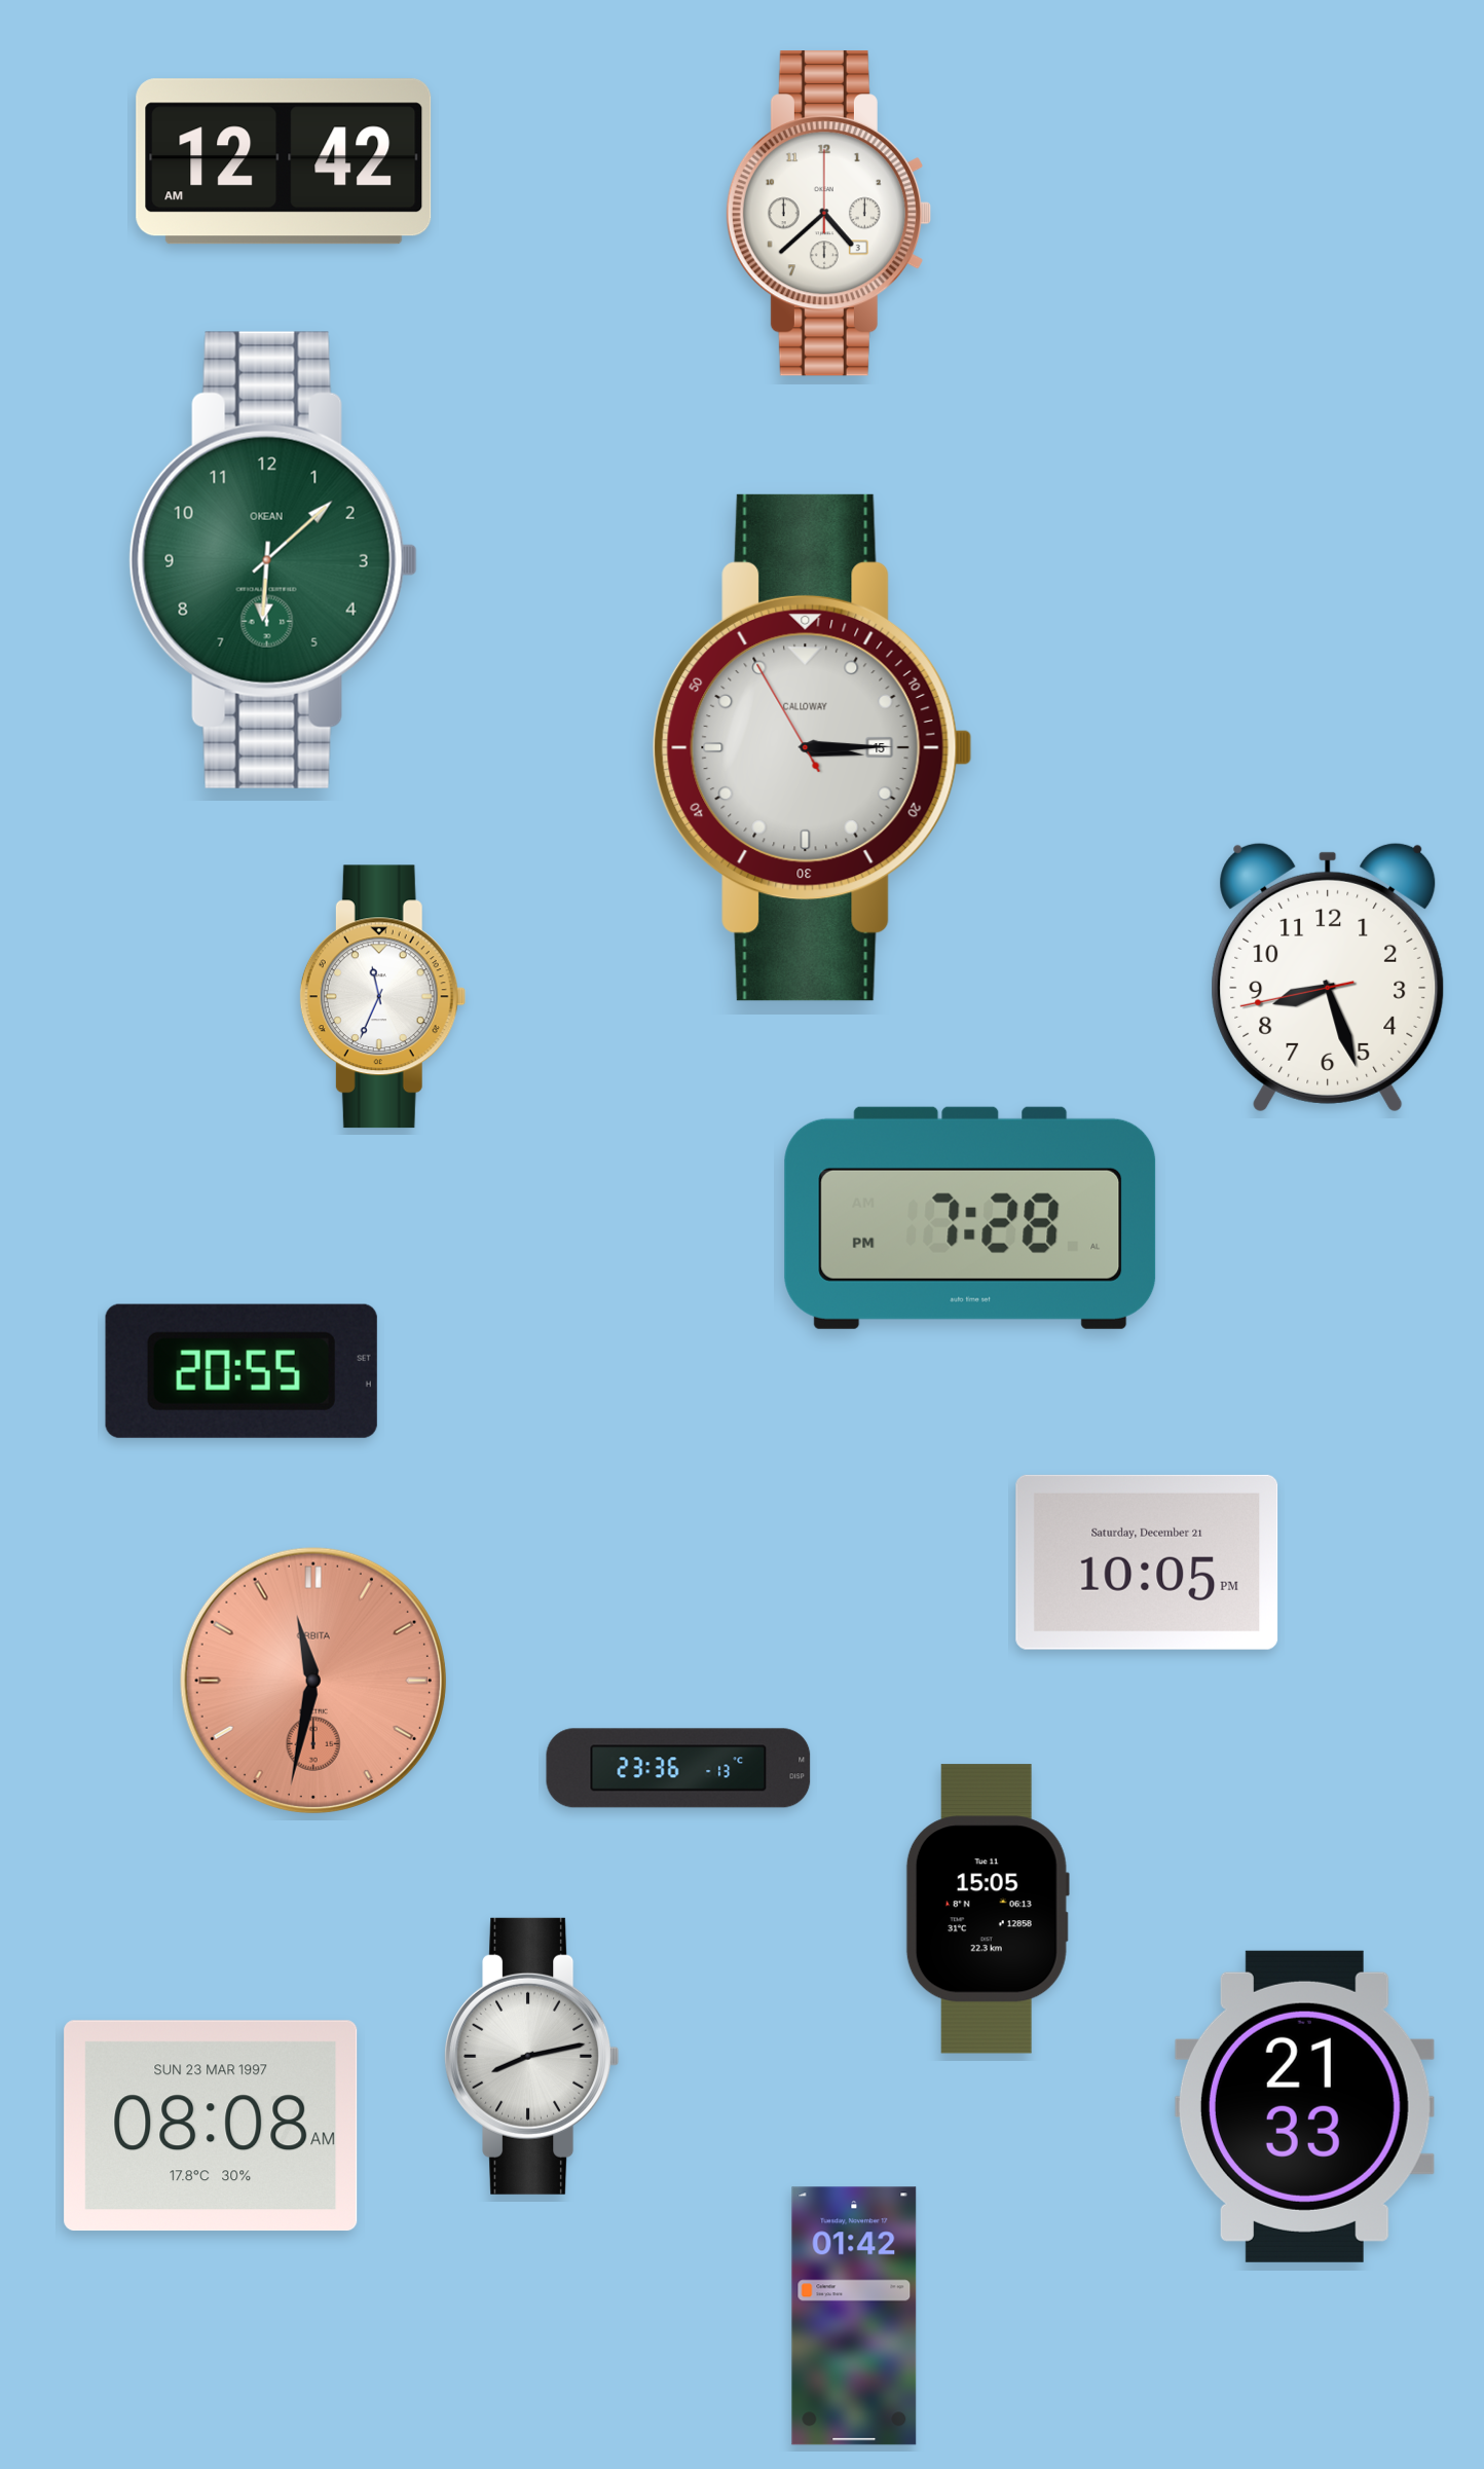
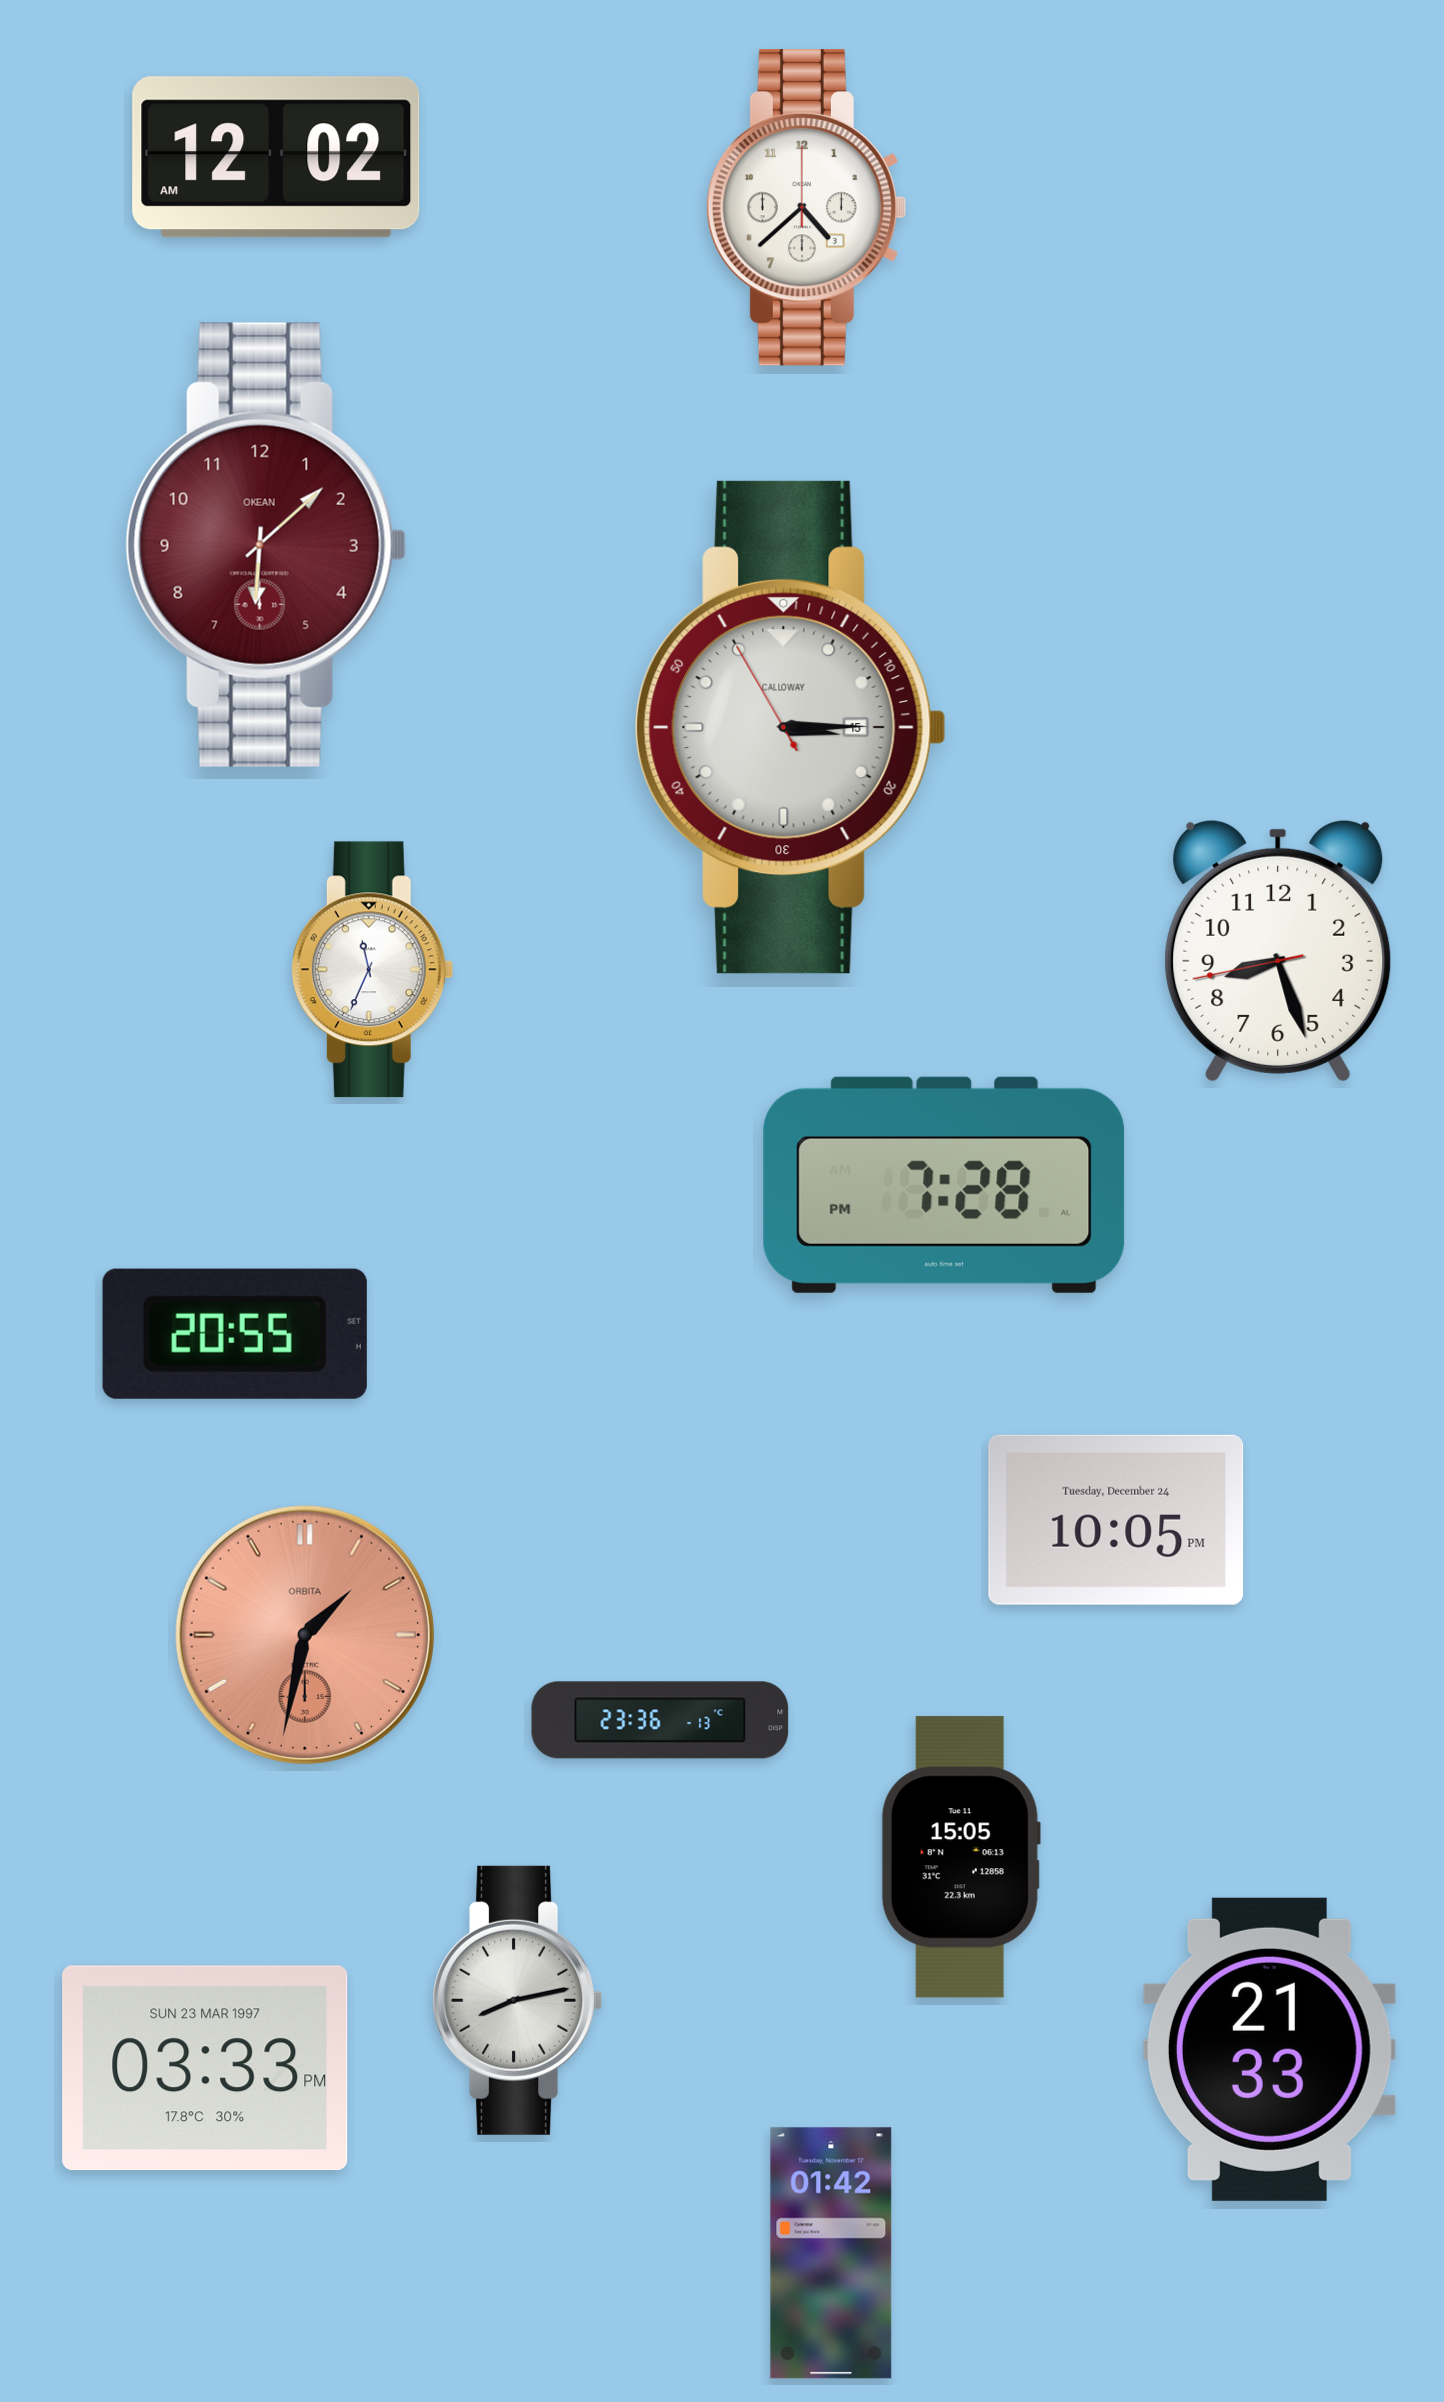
clock at (284, 161): 12:42 -> 12:02
clock at (273, 560) dial: green -> burgundy
clock at (1328, 978) position: (1328, 978) -> (1278, 951)
clock at (1147, 1562) date: Saturday, December 21 -> Tuesday, December 24
clock at (313, 1681): 11:32 -> 1:32
clock at (211, 2126): 08:08 -> 03:33
